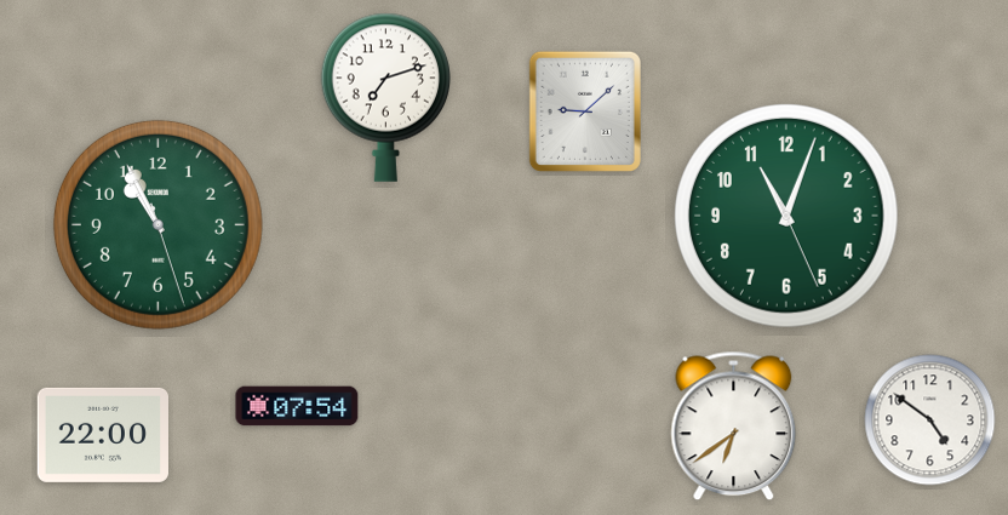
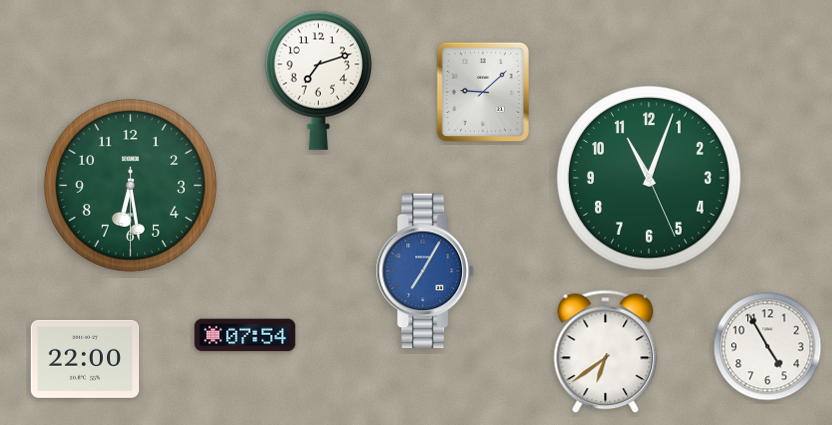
clock at (157, 224): 10:55 -> 6:28
clock at (425, 271): none -> 7:05
clock at (930, 420): 4:51 -> 4:55
